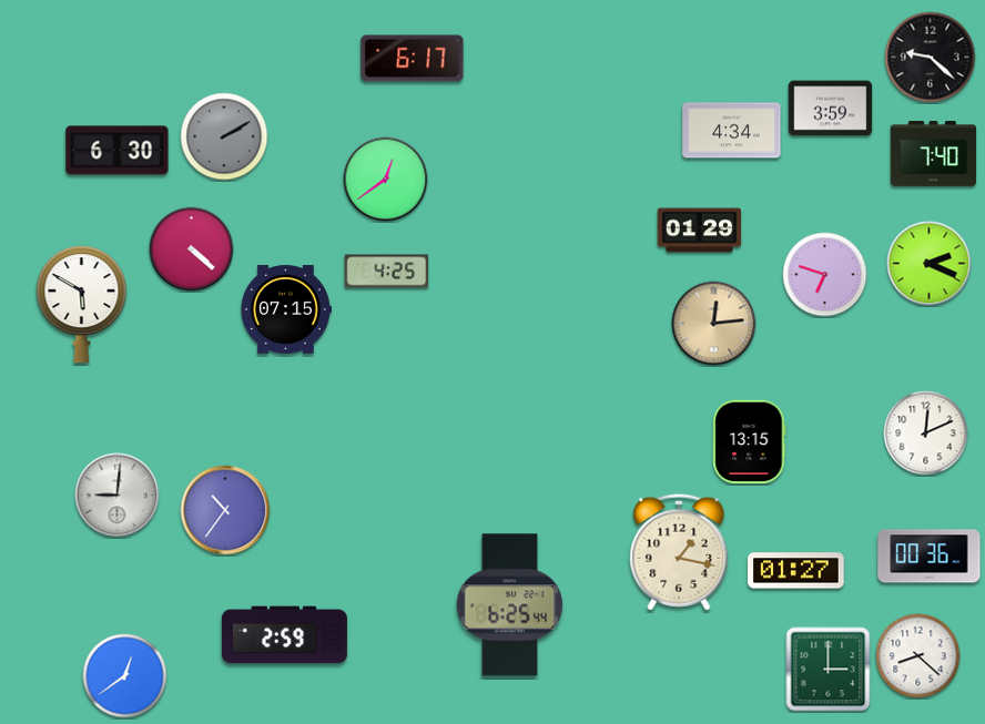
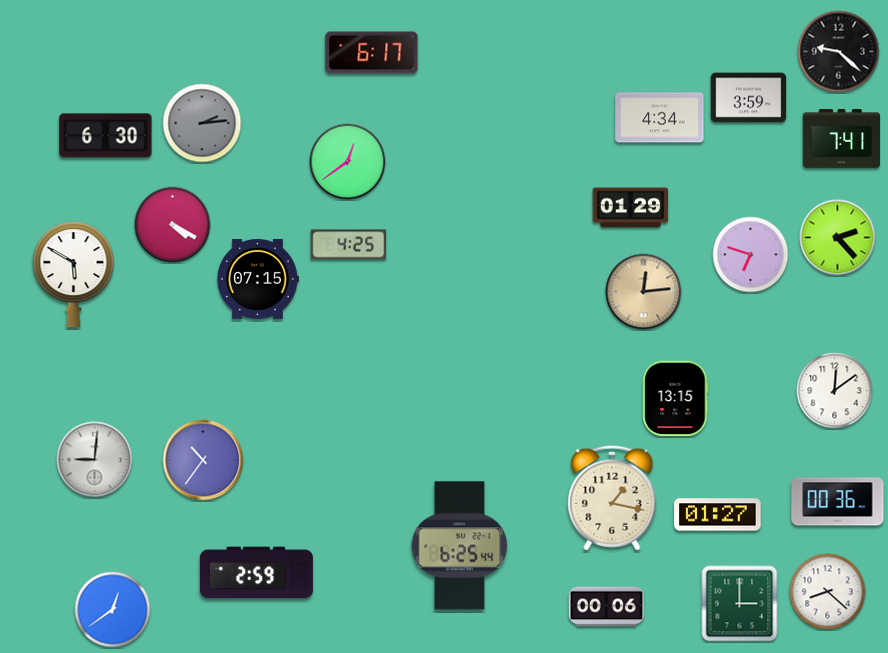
clock at (224, 136): 2:10 -> 2:14
clock at (934, 154): 7:40 -> 7:41
clock at (192, 249): 4:22 -> 4:20
clock at (930, 264): 2:19 -> 2:23
clock at (825, 275) position: (825, 275) -> (751, 255)
clock at (926, 434): 12:11 -> 12:09
clock at (118, 496) position: (118, 496) -> (95, 460)
clock at (829, 670) position: (829, 670) -> (740, 604)
clock at (607, 607): none -> 00:06
